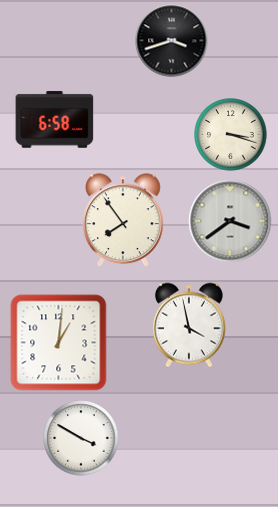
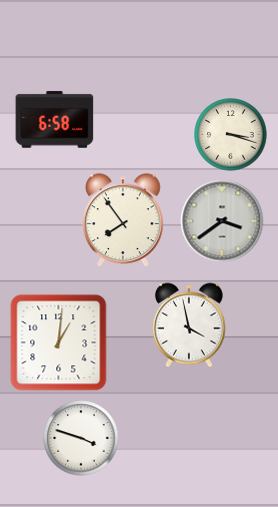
clock at (172, 41): 3:42 -> none
clock at (230, 221) position: (230, 221) -> (222, 221)
clock at (81, 438): 3:50 -> 3:48
